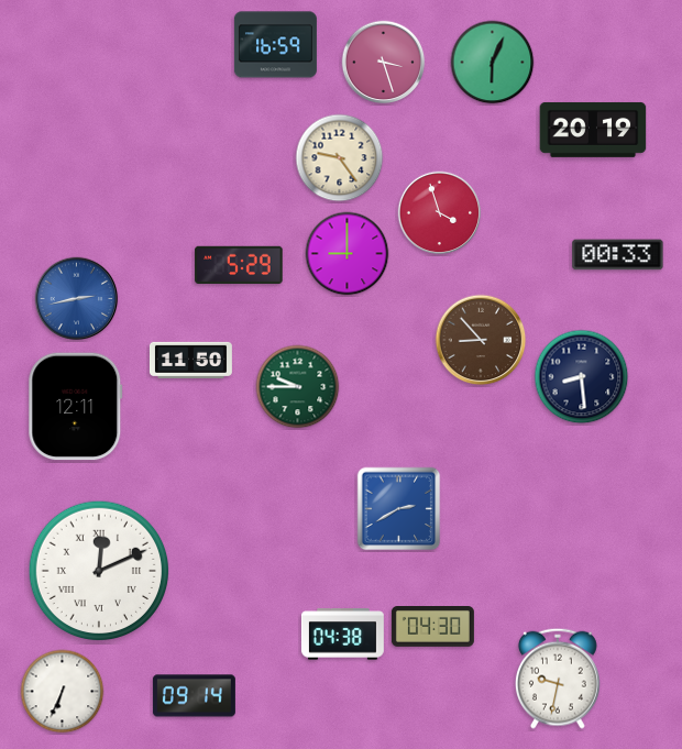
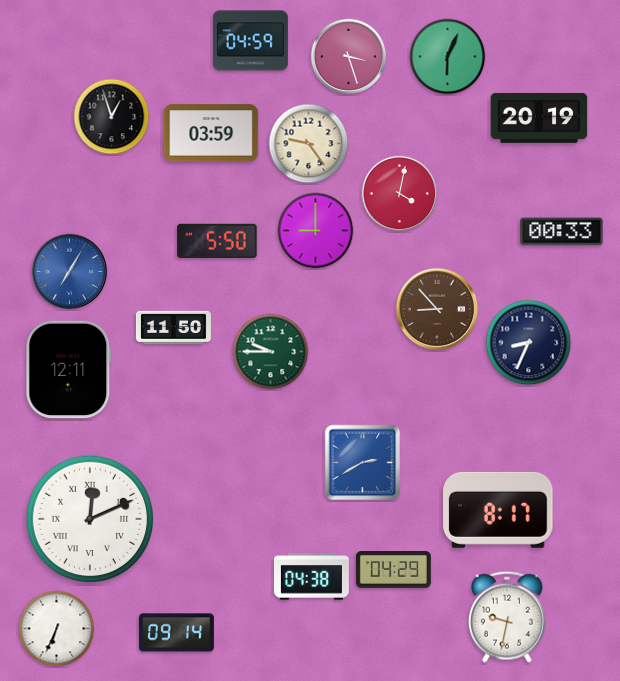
clock at (275, 45): 16:59 -> 04:59
clock at (112, 117): none -> 12:57
clock at (211, 133): none -> 03:59
clock at (440, 213): 3:57 -> 4:02
clock at (239, 264): 5:29 -> 5:50
clock at (77, 299): 2:43 -> 7:05
clock at (582, 377): 8:29 -> 8:34
clock at (498, 510): none -> 8:17
clock at (432, 627): 04:30 -> 04:29
